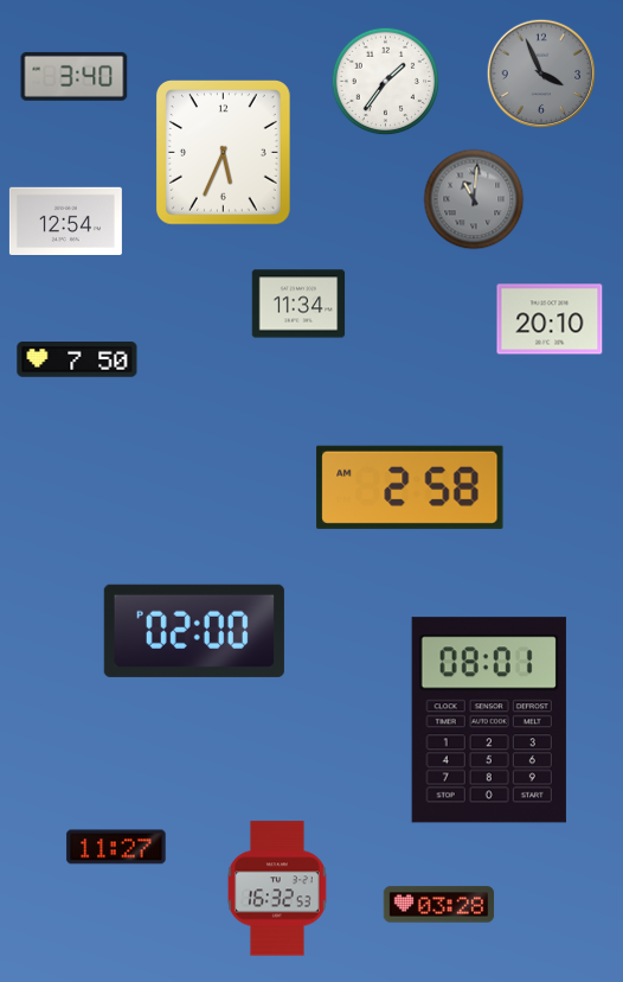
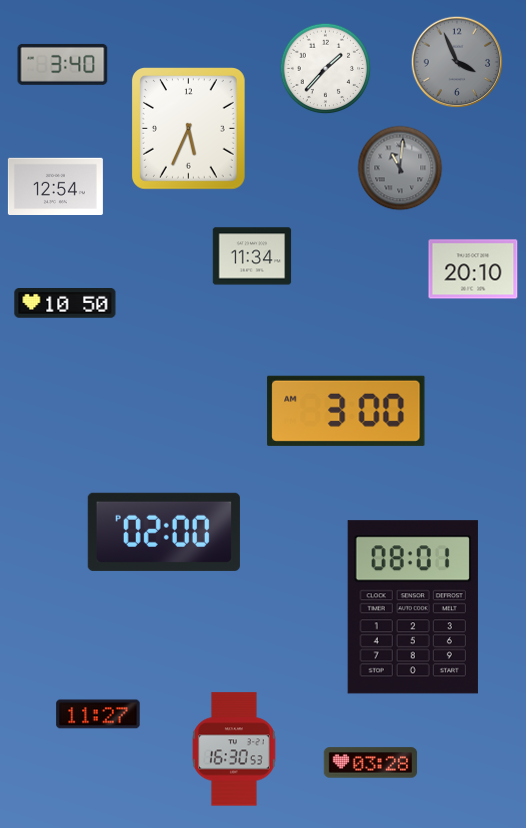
clock at (386, 82): 1:36 -> 1:37
clock at (550, 319) position: (550, 319) -> (473, 269)
clock at (77, 359): 7:50 -> 10:50
clock at (410, 487): 2:58 -> 3:00
clock at (277, 888): 16:32 -> 16:30
